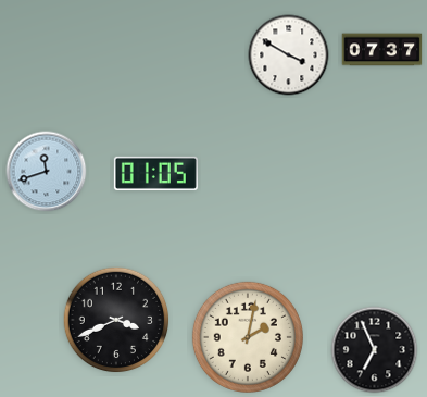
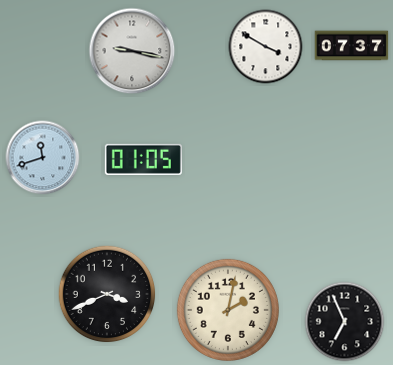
clock at (132, 51): none -> 9:17
clock at (289, 55) position: (289, 55) -> (266, 47)
